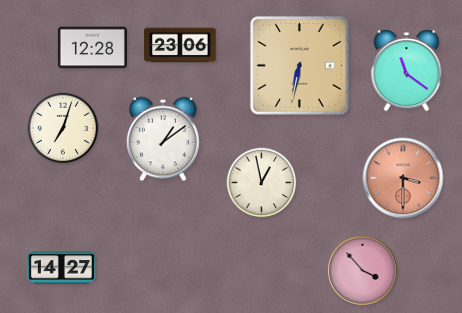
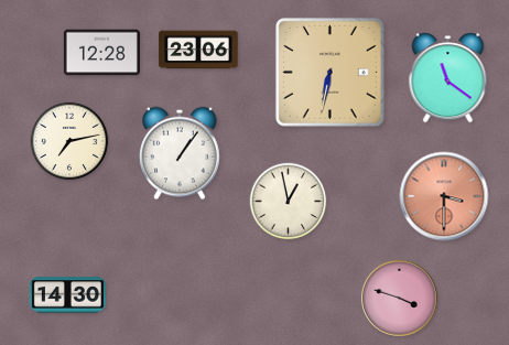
clock at (63, 128): 7:03 -> 7:13
clock at (164, 139): 1:09 -> 1:06
clock at (61, 268): 14:27 -> 14:30
clock at (362, 270): 3:53 -> 3:48
